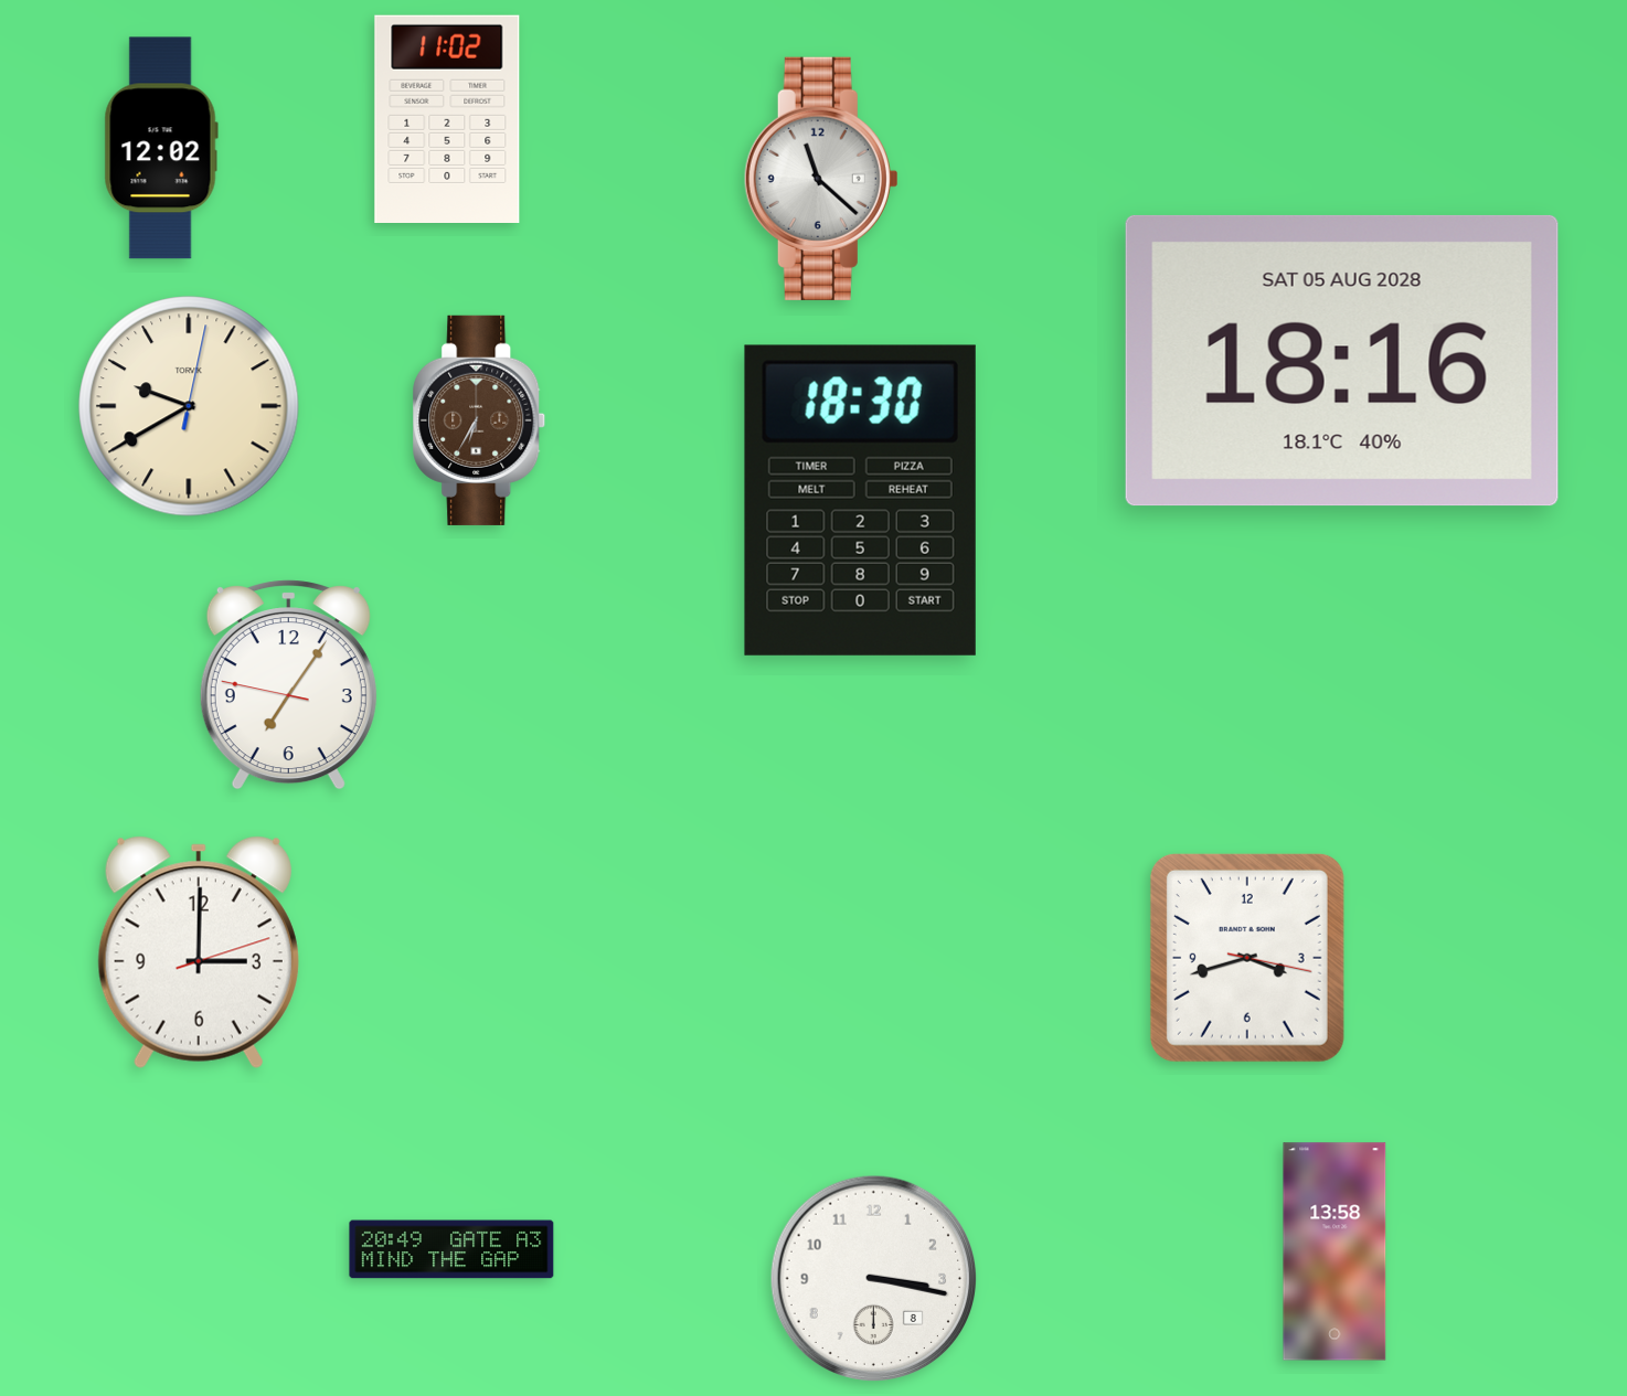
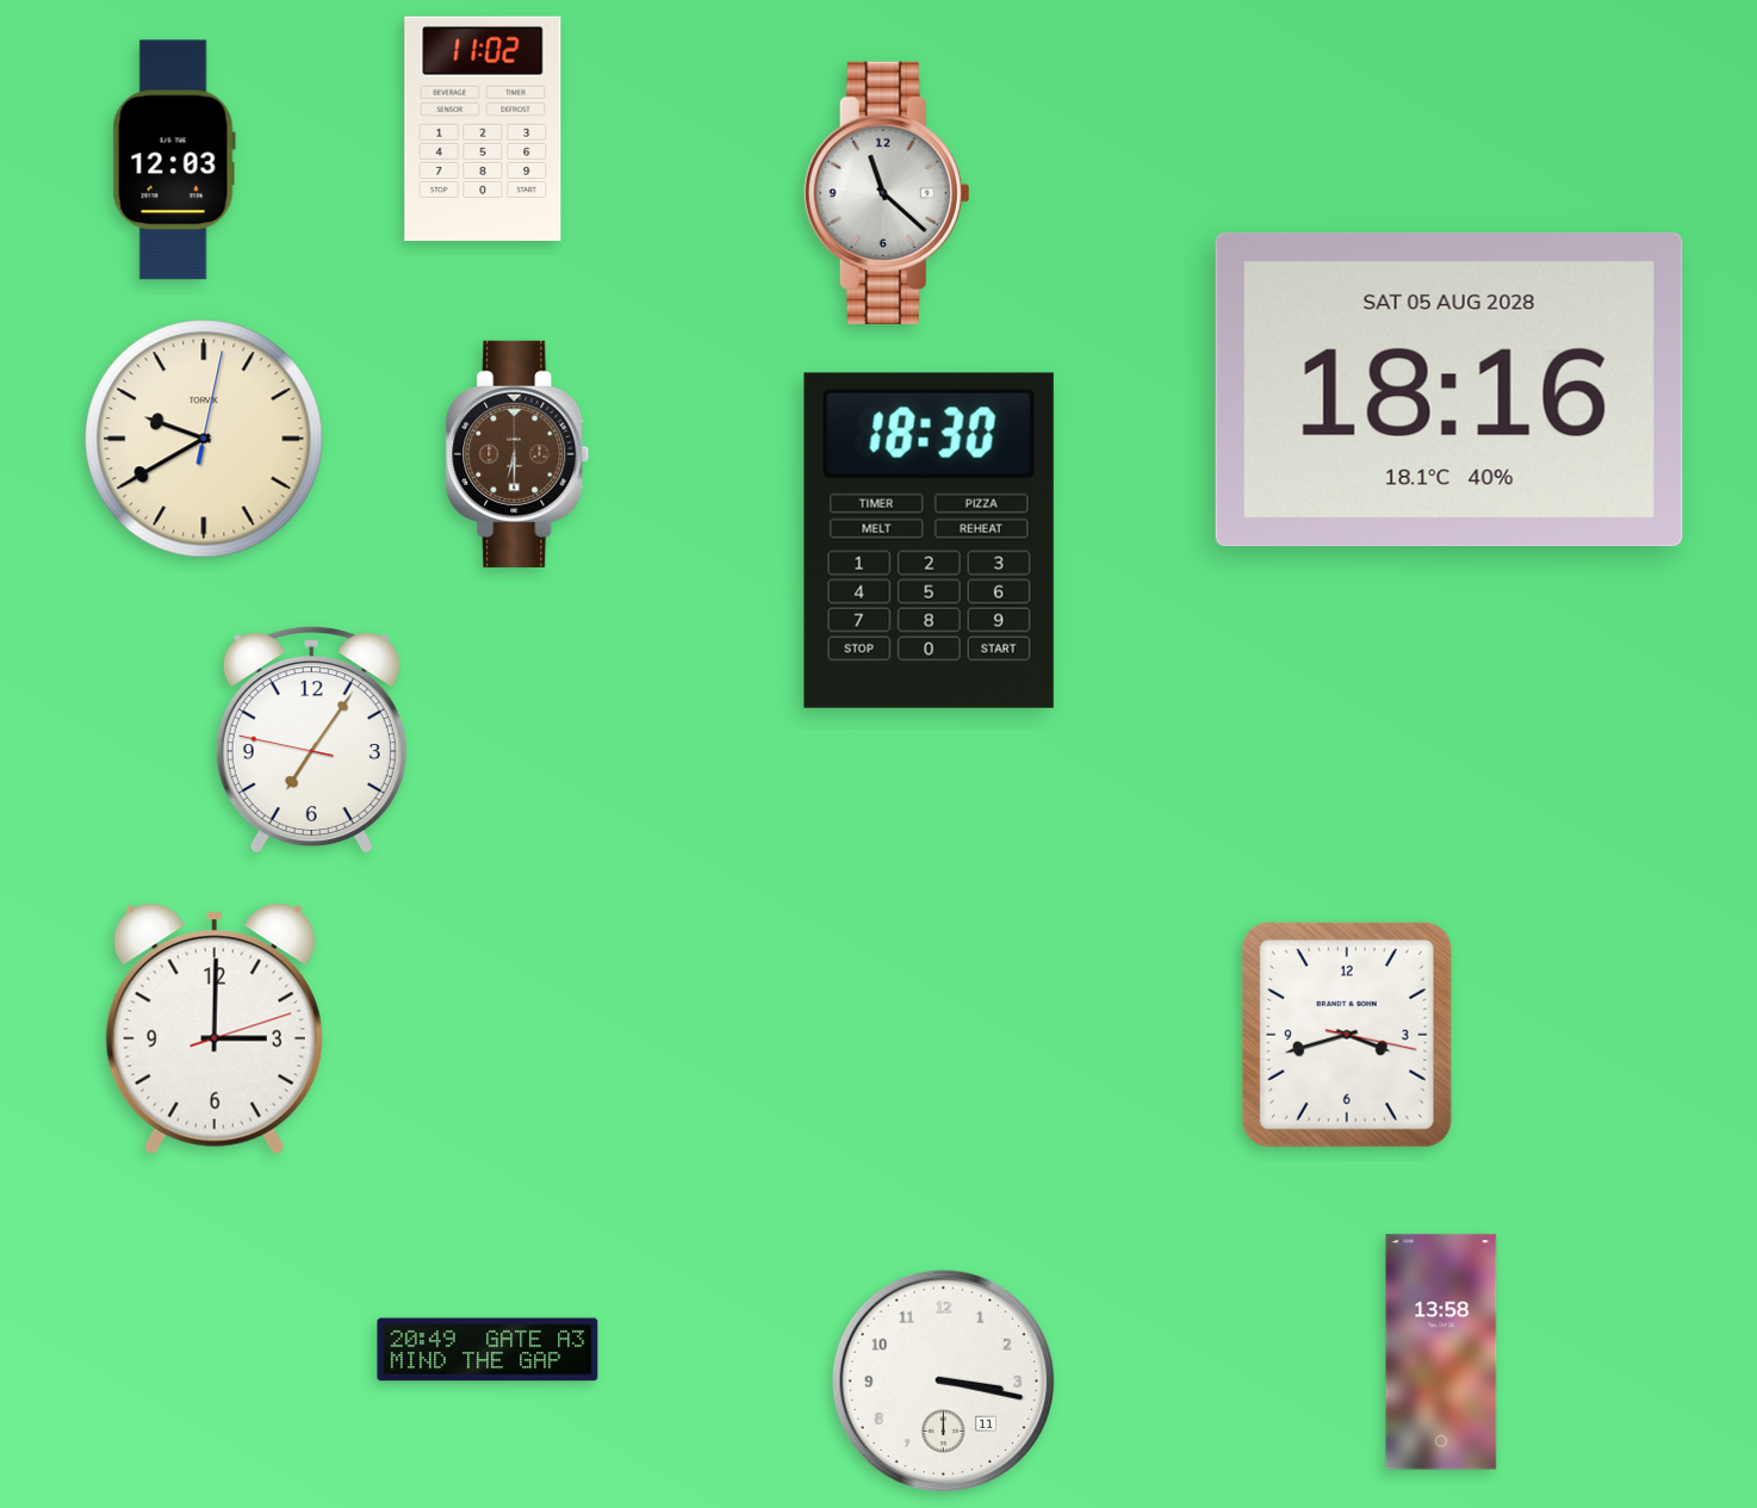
clock at (161, 148): 12:02 -> 12:03
clock at (479, 420): 6:35 -> 6:30
clock at (874, 1279) date: 8 -> 11
